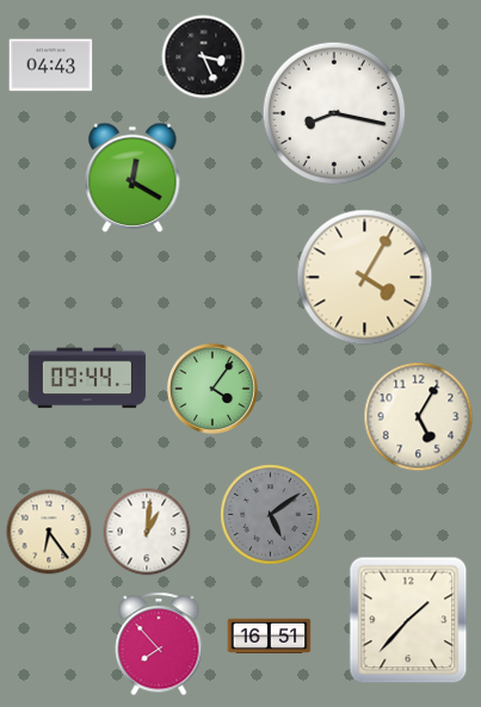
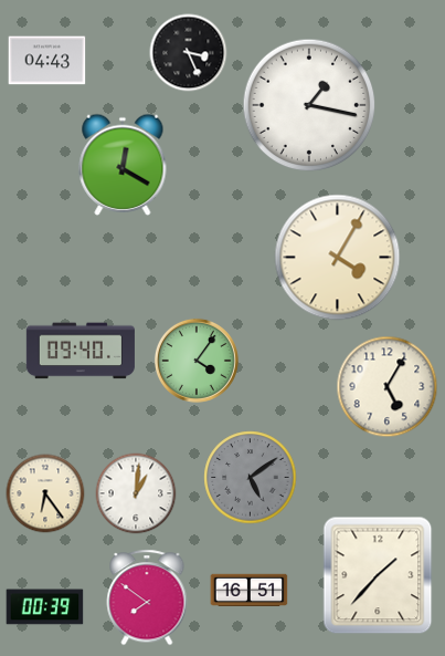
clock at (334, 113): 8:17 -> 1:17
clock at (87, 378): 09:44 -> 09:40
clock at (159, 644): 7:53 -> 7:51
clock at (45, 607): none -> 00:39
